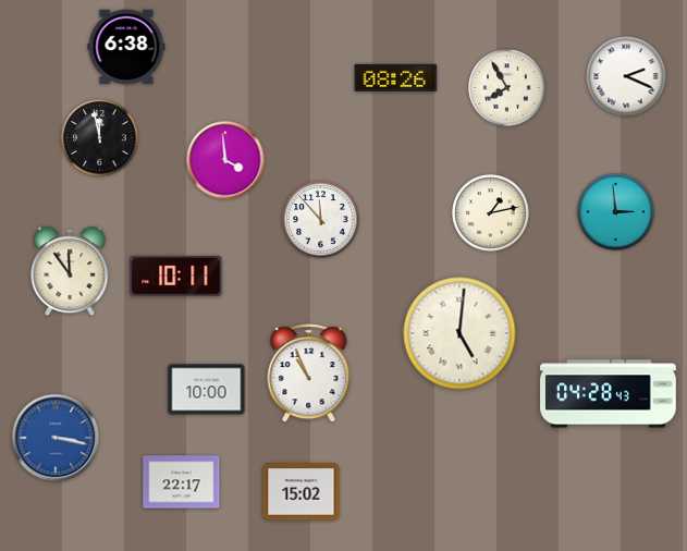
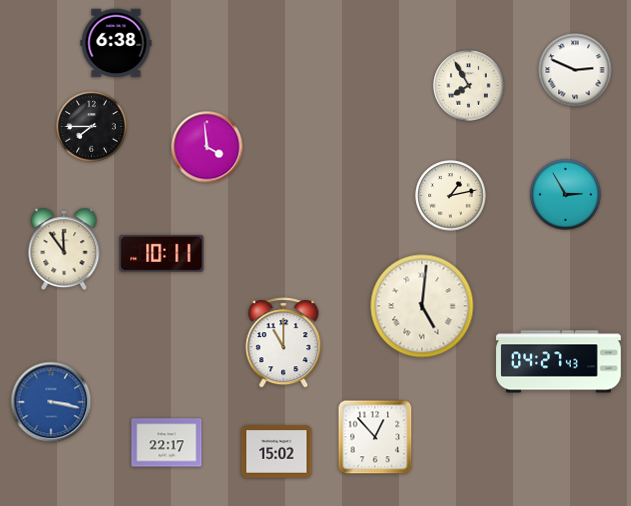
clock at (626, 76): 2:19 -> 2:49
clock at (396, 77): 08:26 -> none
clock at (507, 88) position: (507, 88) -> (469, 86)
clock at (100, 138): 11:58 -> 7:45
clock at (616, 212): 2:59 -> 2:55
clock at (321, 220): 11:53 -> none
clock at (309, 374): 10:56 -> 11:00
clock at (207, 390): 10:00 -> none
clock at (609, 394): 04:28 -> 04:27
clock at (375, 437): none -> 12:53
